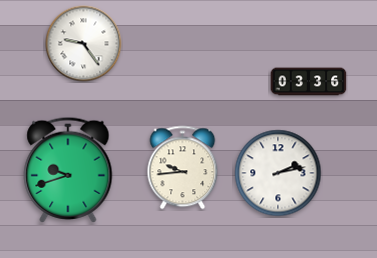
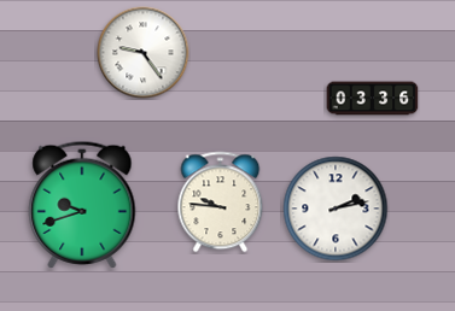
clock at (84, 44) position: (84, 44) -> (144, 53)
clock at (183, 168): 9:44 -> 9:46
